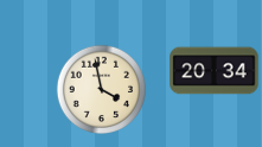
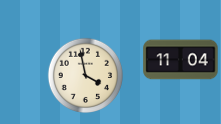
clock at (215, 71): 20:34 -> 11:04
